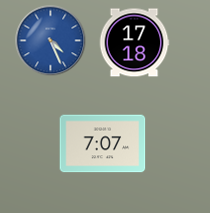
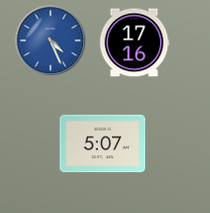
clock at (134, 43): 17:18 -> 17:16
clock at (103, 144): 7:07 -> 5:07
